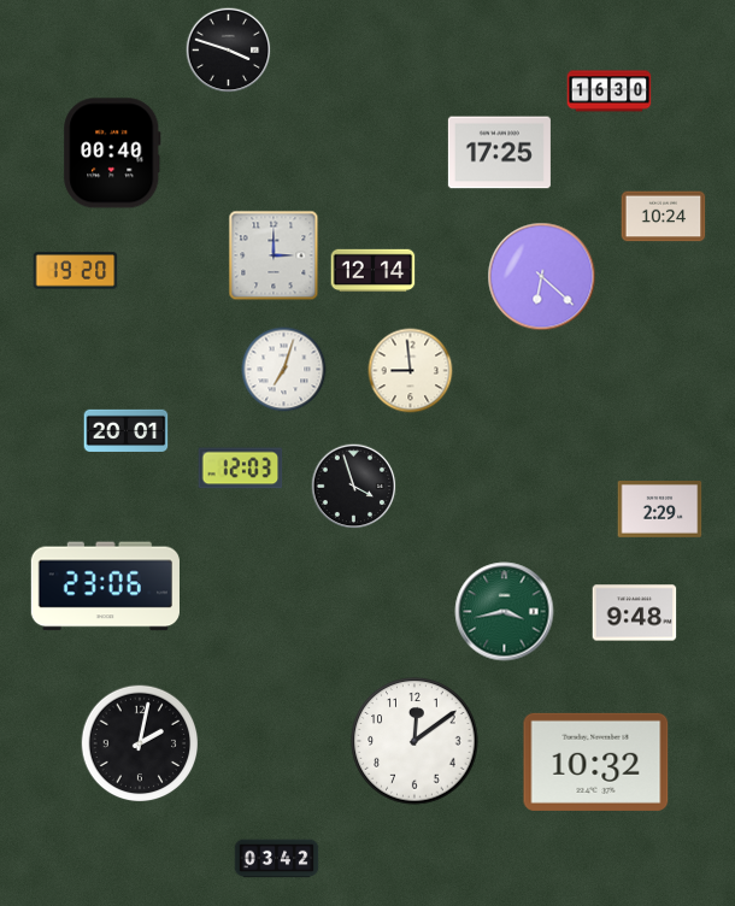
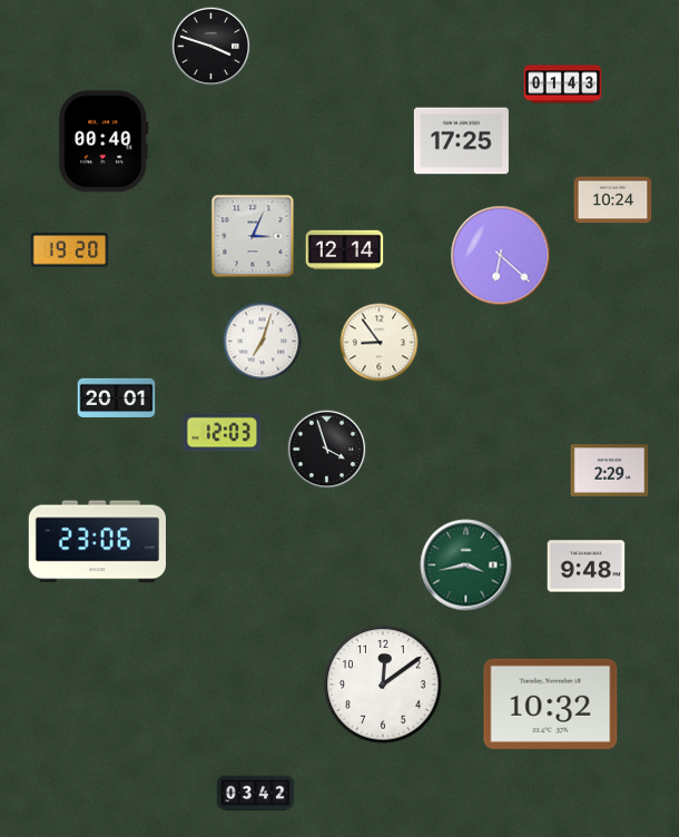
clock at (610, 92): 16:30 -> 01:43
clock at (274, 255): 3:00 -> 3:04
clock at (411, 371): 8:59 -> 8:54
clock at (140, 743): 2:02 -> none
